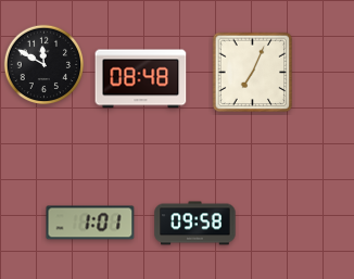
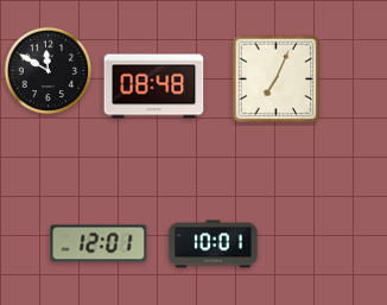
clock at (90, 223): 1:01 -> 12:01
clock at (195, 224): 09:58 -> 10:01
